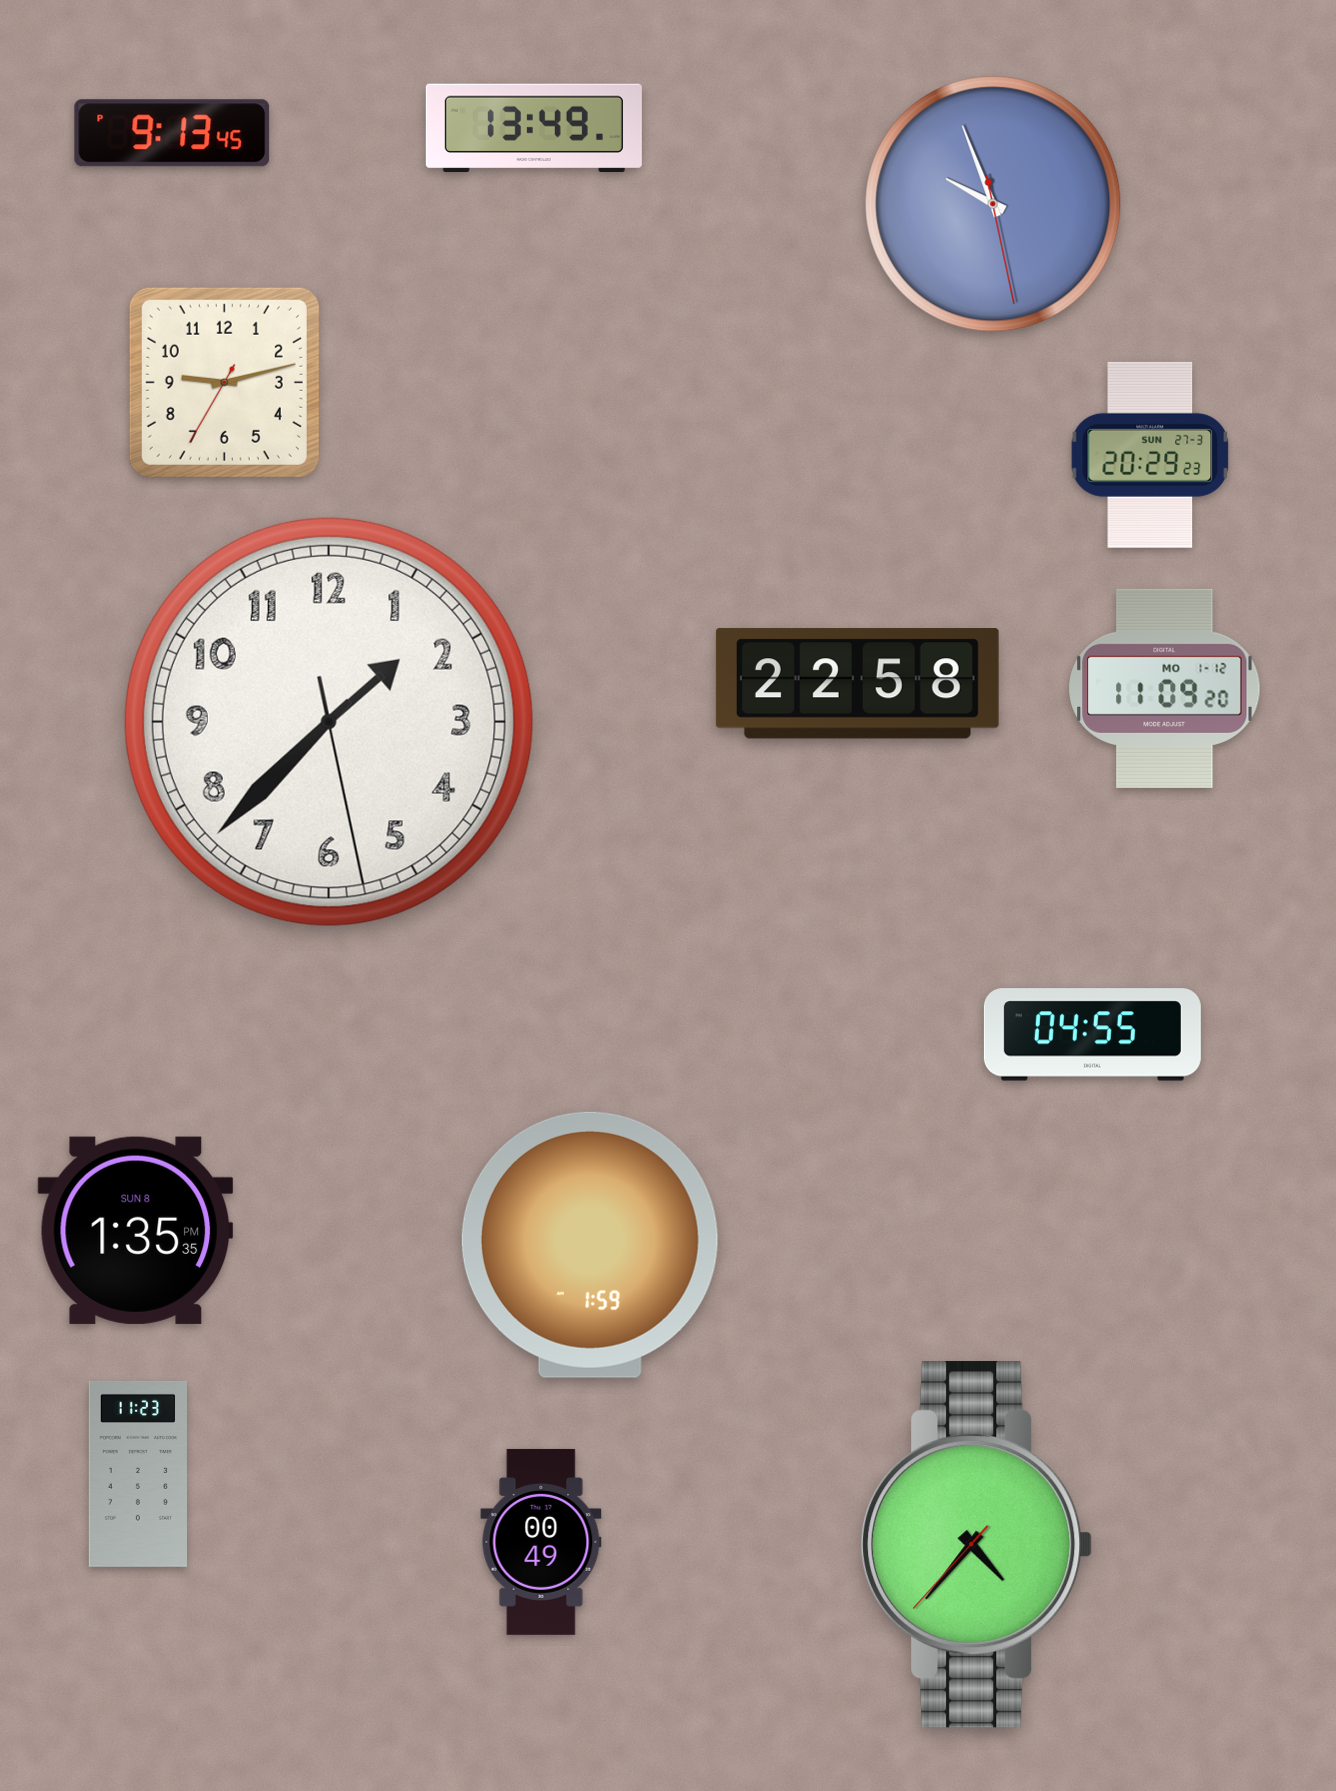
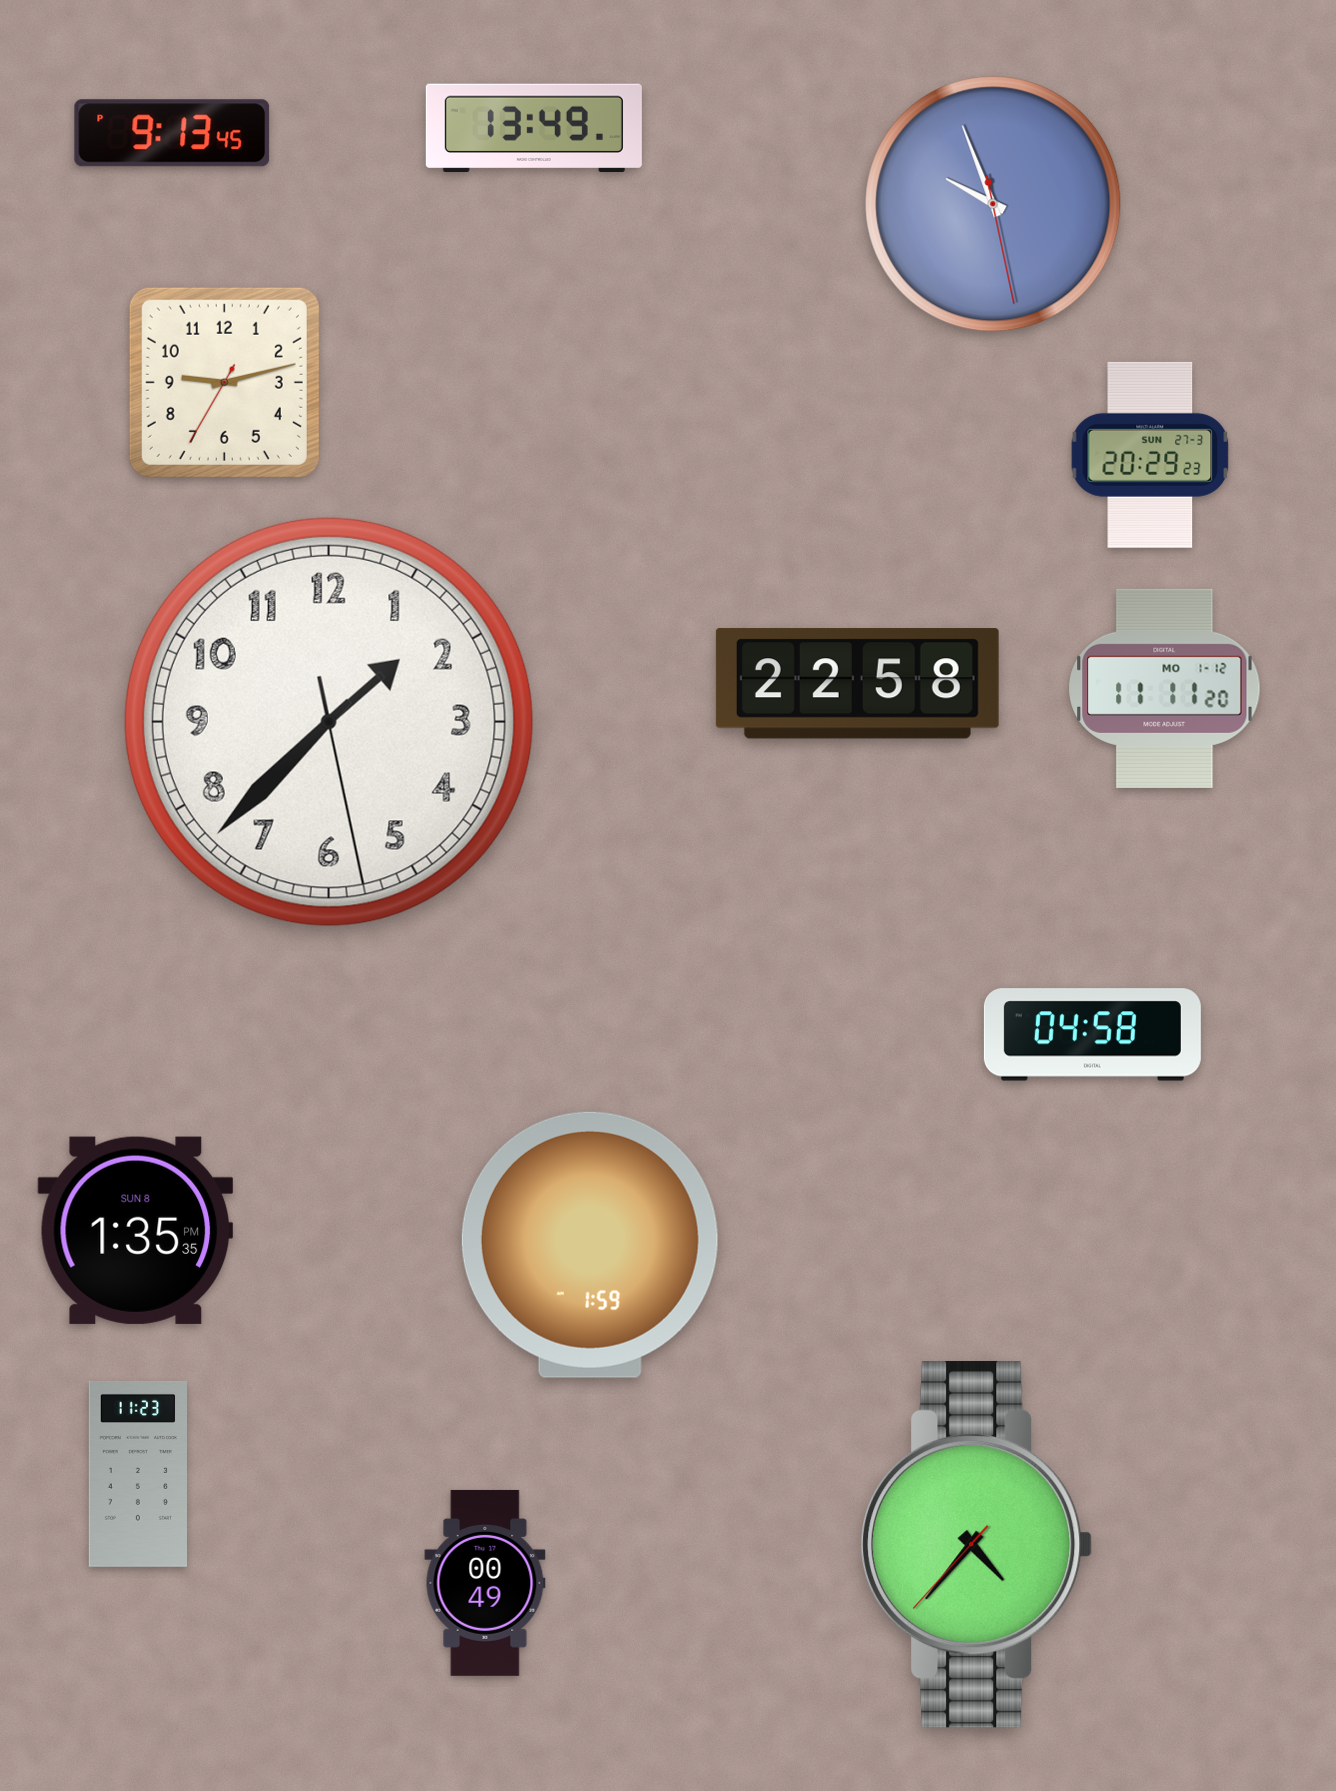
clock at (1165, 688): 11:09 -> 11:11
clock at (1092, 1035): 04:55 -> 04:58
clock at (541, 1542) position: (541, 1542) -> (485, 1583)
